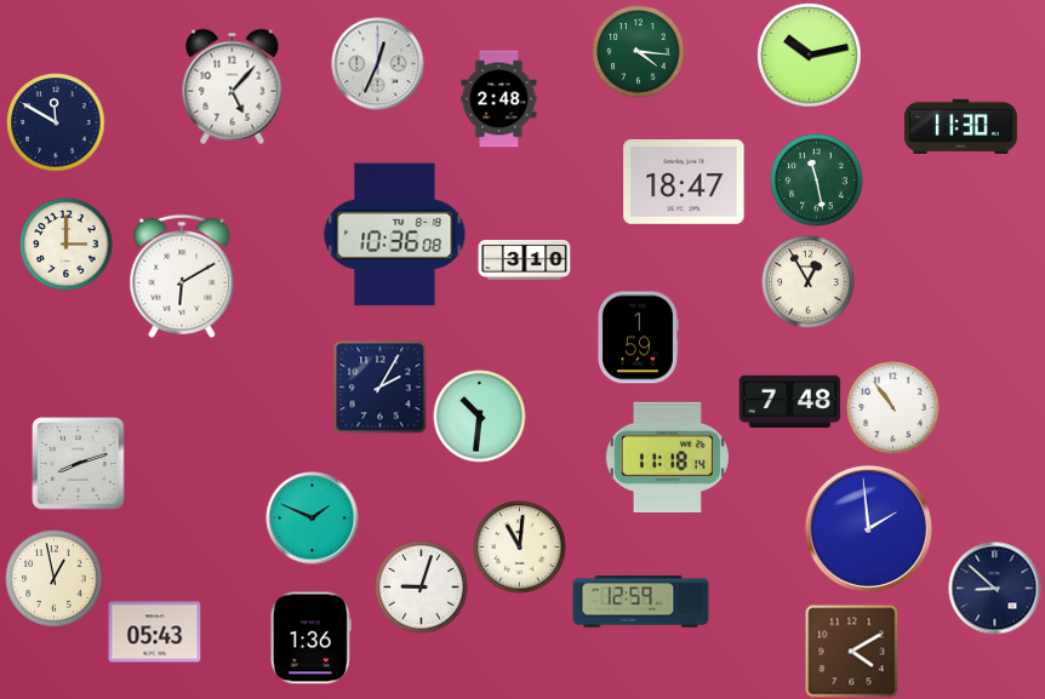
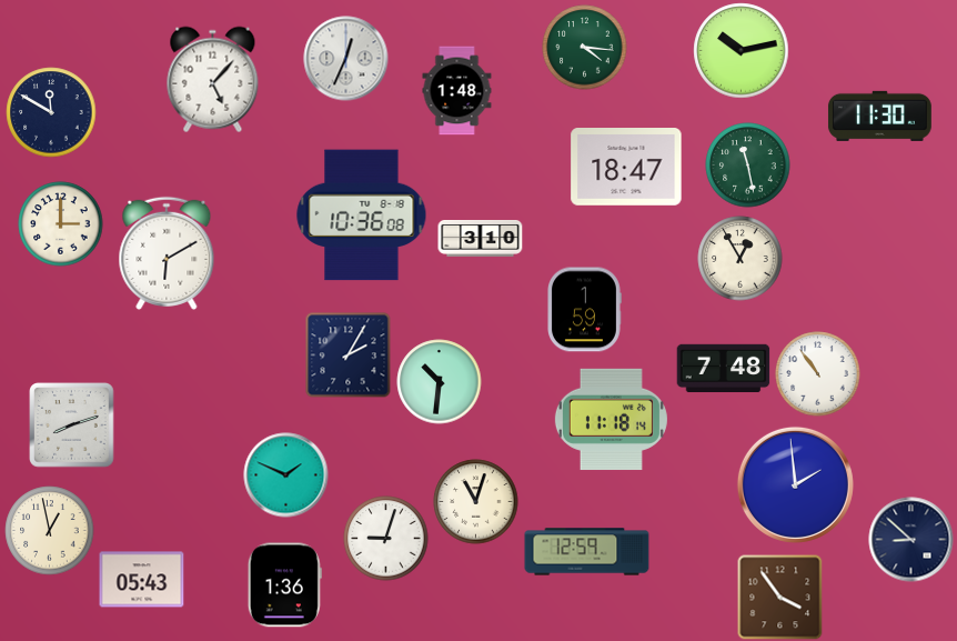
clock at (499, 99): 2:48 -> 1:48
clock at (520, 548): 11:01 -> 11:03
clock at (852, 652): 4:10 -> 3:54
